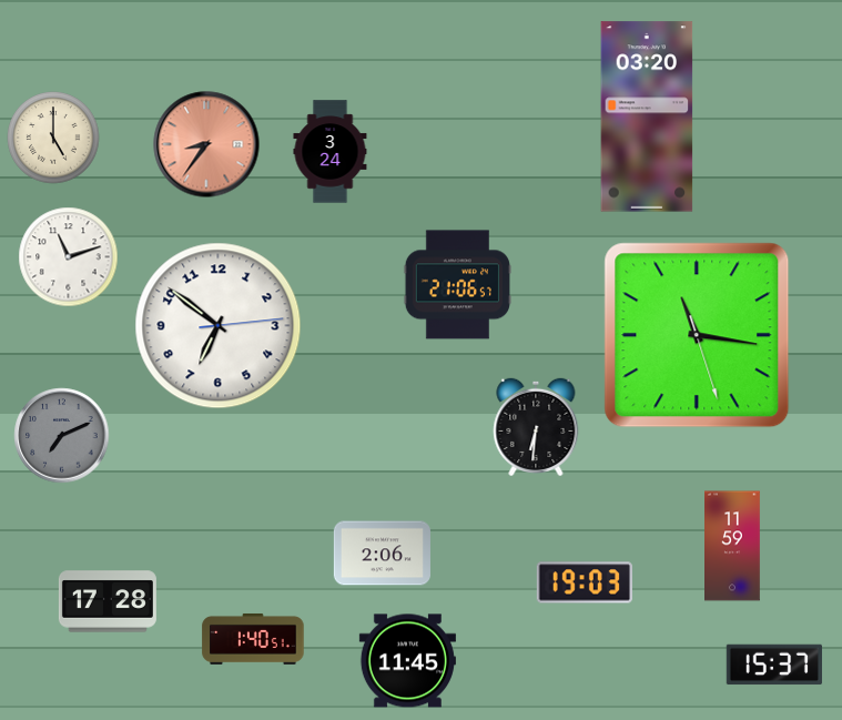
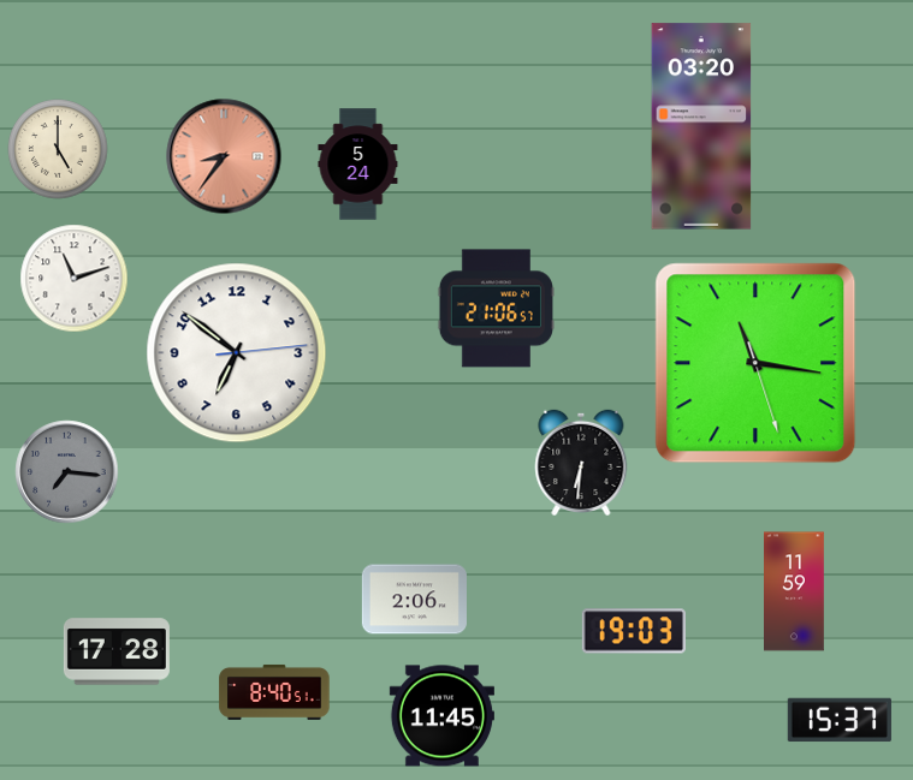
clock at (331, 152): 3:24 -> 5:24
clock at (62, 436): 7:11 -> 7:16
clock at (253, 639): 1:40 -> 8:40
